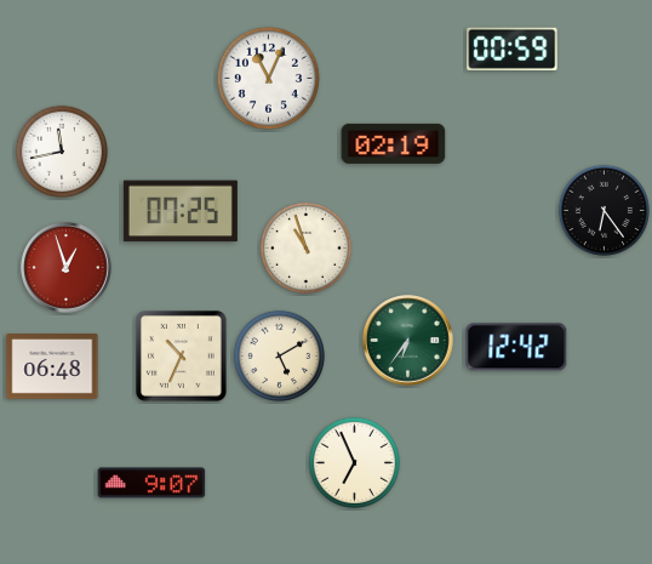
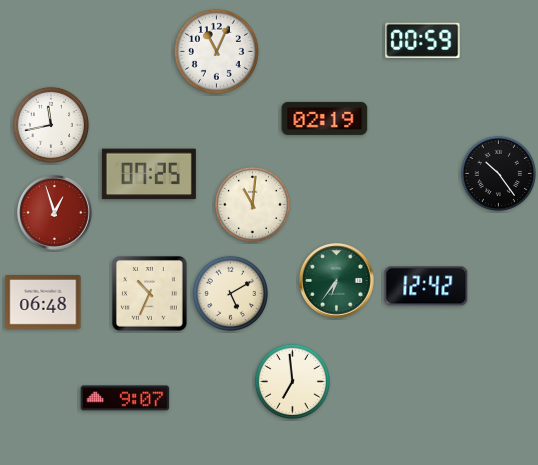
clock at (268, 78) position: (268, 78) -> (216, 51)
clock at (604, 210): 6:24 -> 10:24
clock at (305, 247): 10:57 -> 11:01
clock at (67, 268) position: (67, 268) -> (55, 213)
clock at (354, 462): 6:56 -> 6:59
